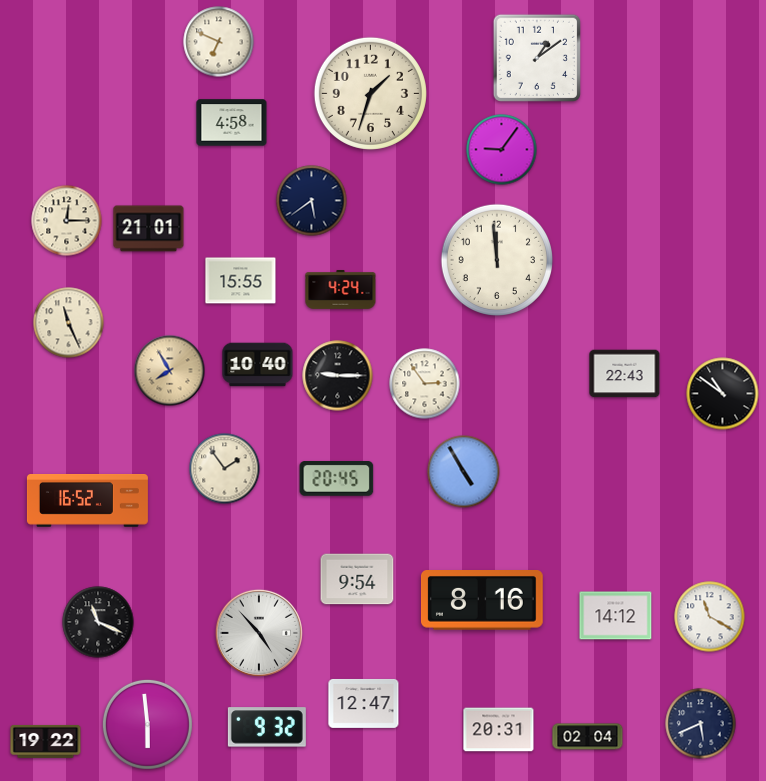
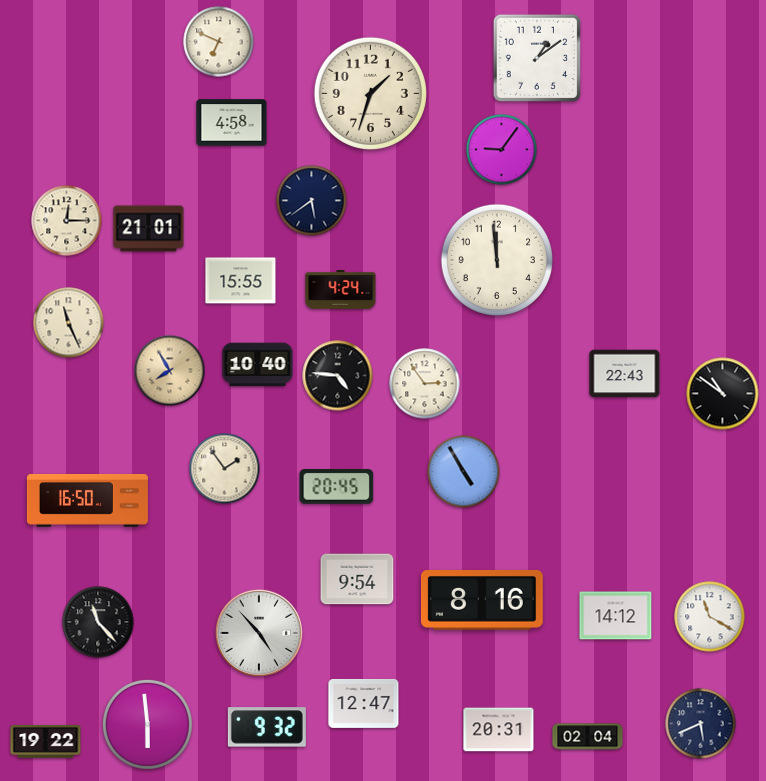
clock at (338, 376): 9:15 -> 4:46
clock at (337, 479) position: (337, 479) -> (337, 487)
clock at (87, 501): 16:52 -> 16:50
clock at (98, 622): 11:19 -> 11:23
